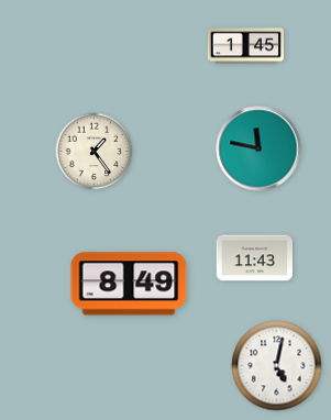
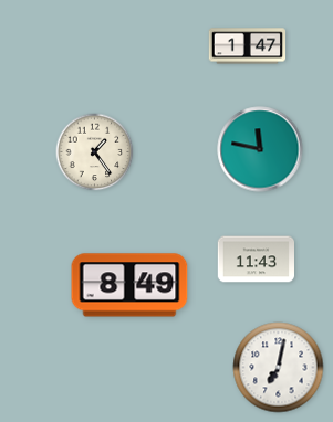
clock at (246, 46): 1:45 -> 1:47
clock at (277, 366): 5:02 -> 7:02
